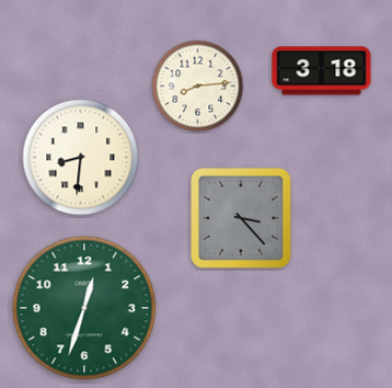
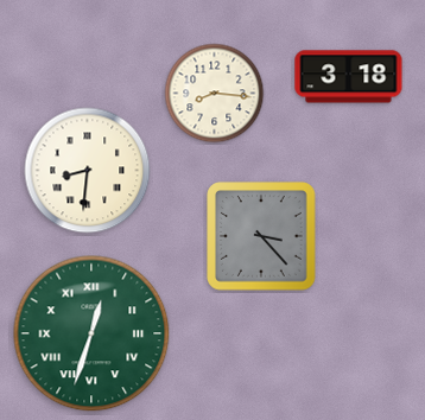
clock at (198, 87): 8:14 -> 8:16
clock at (84, 308) numerals: Arabic -> Roman
